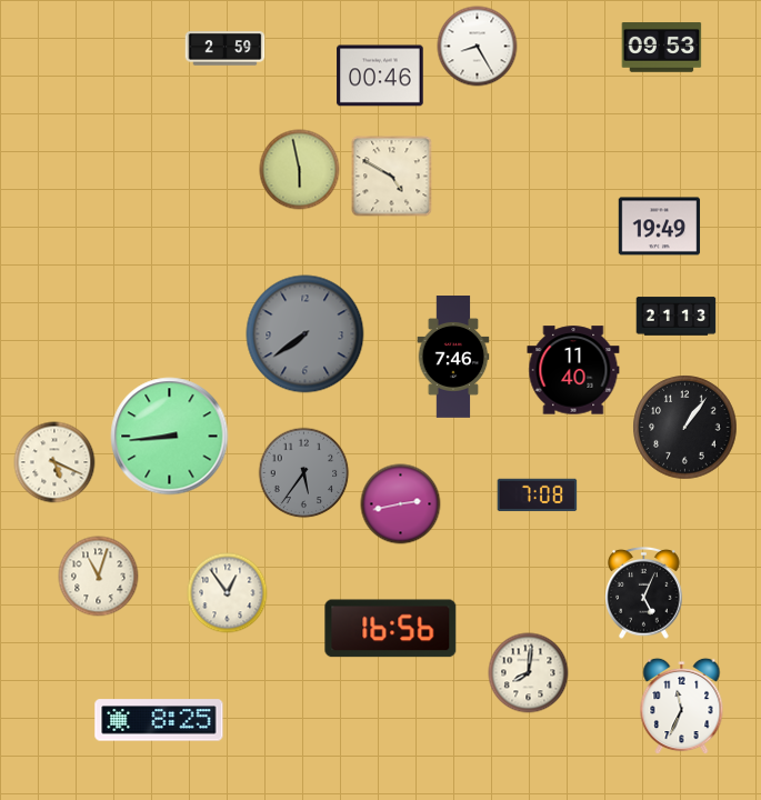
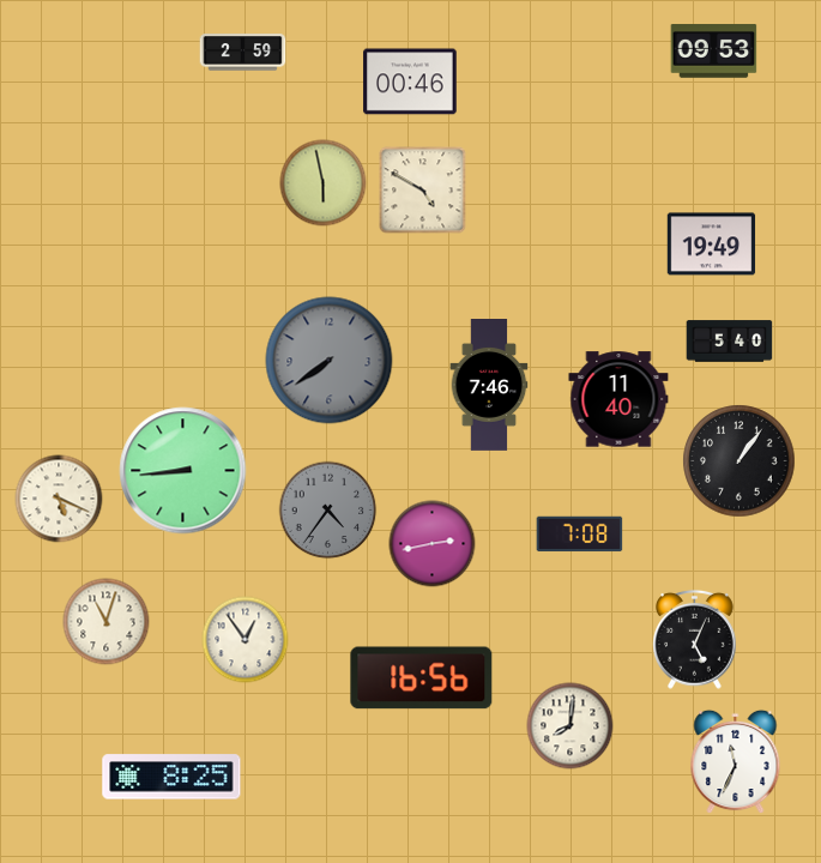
clock at (478, 47): 8:25 -> none
clock at (677, 317): 21:13 -> 5:40
clock at (304, 473): 5:36 -> 4:36
